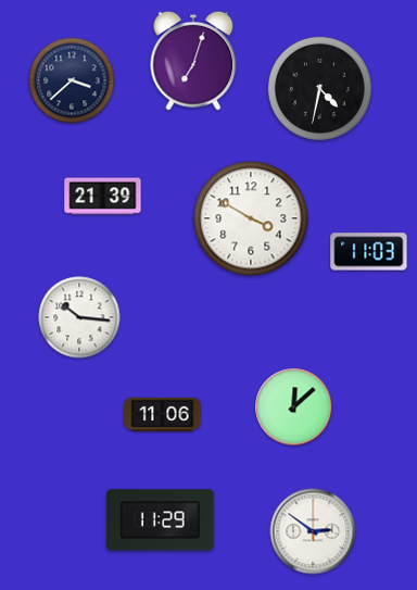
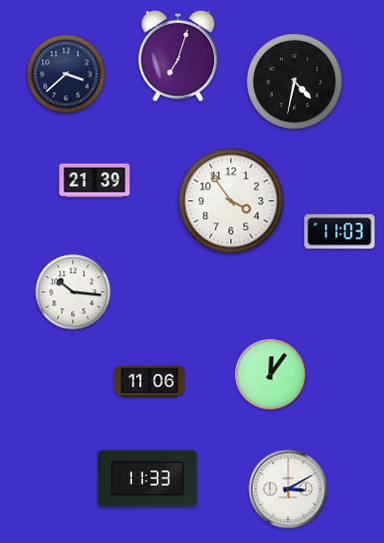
clock at (251, 218): 3:50 -> 3:54
clock at (294, 407): 12:08 -> 12:06
clock at (161, 520): 11:29 -> 11:33
clock at (313, 531): 2:51 -> 3:10
